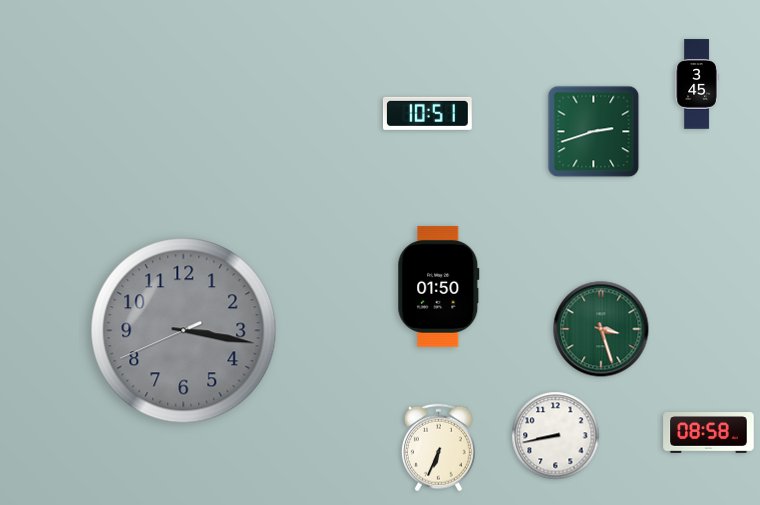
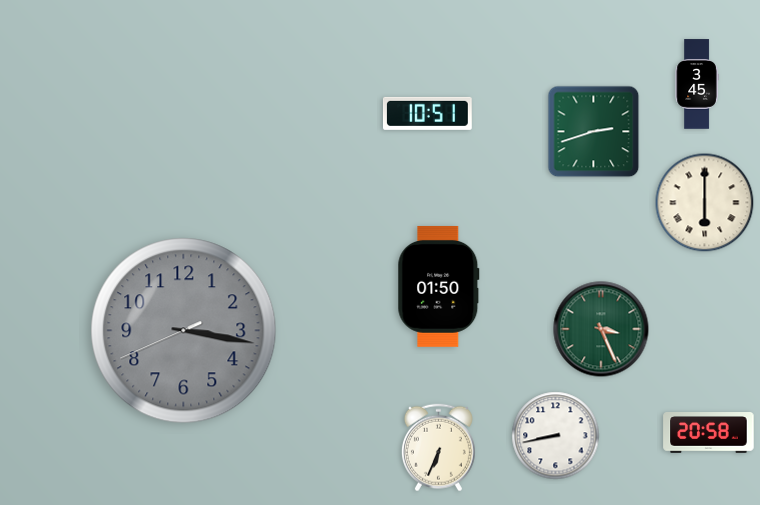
clock at (705, 203): none -> 6:00
clock at (601, 329): 3:27 -> 3:26
clock at (709, 433): 08:58 -> 20:58
